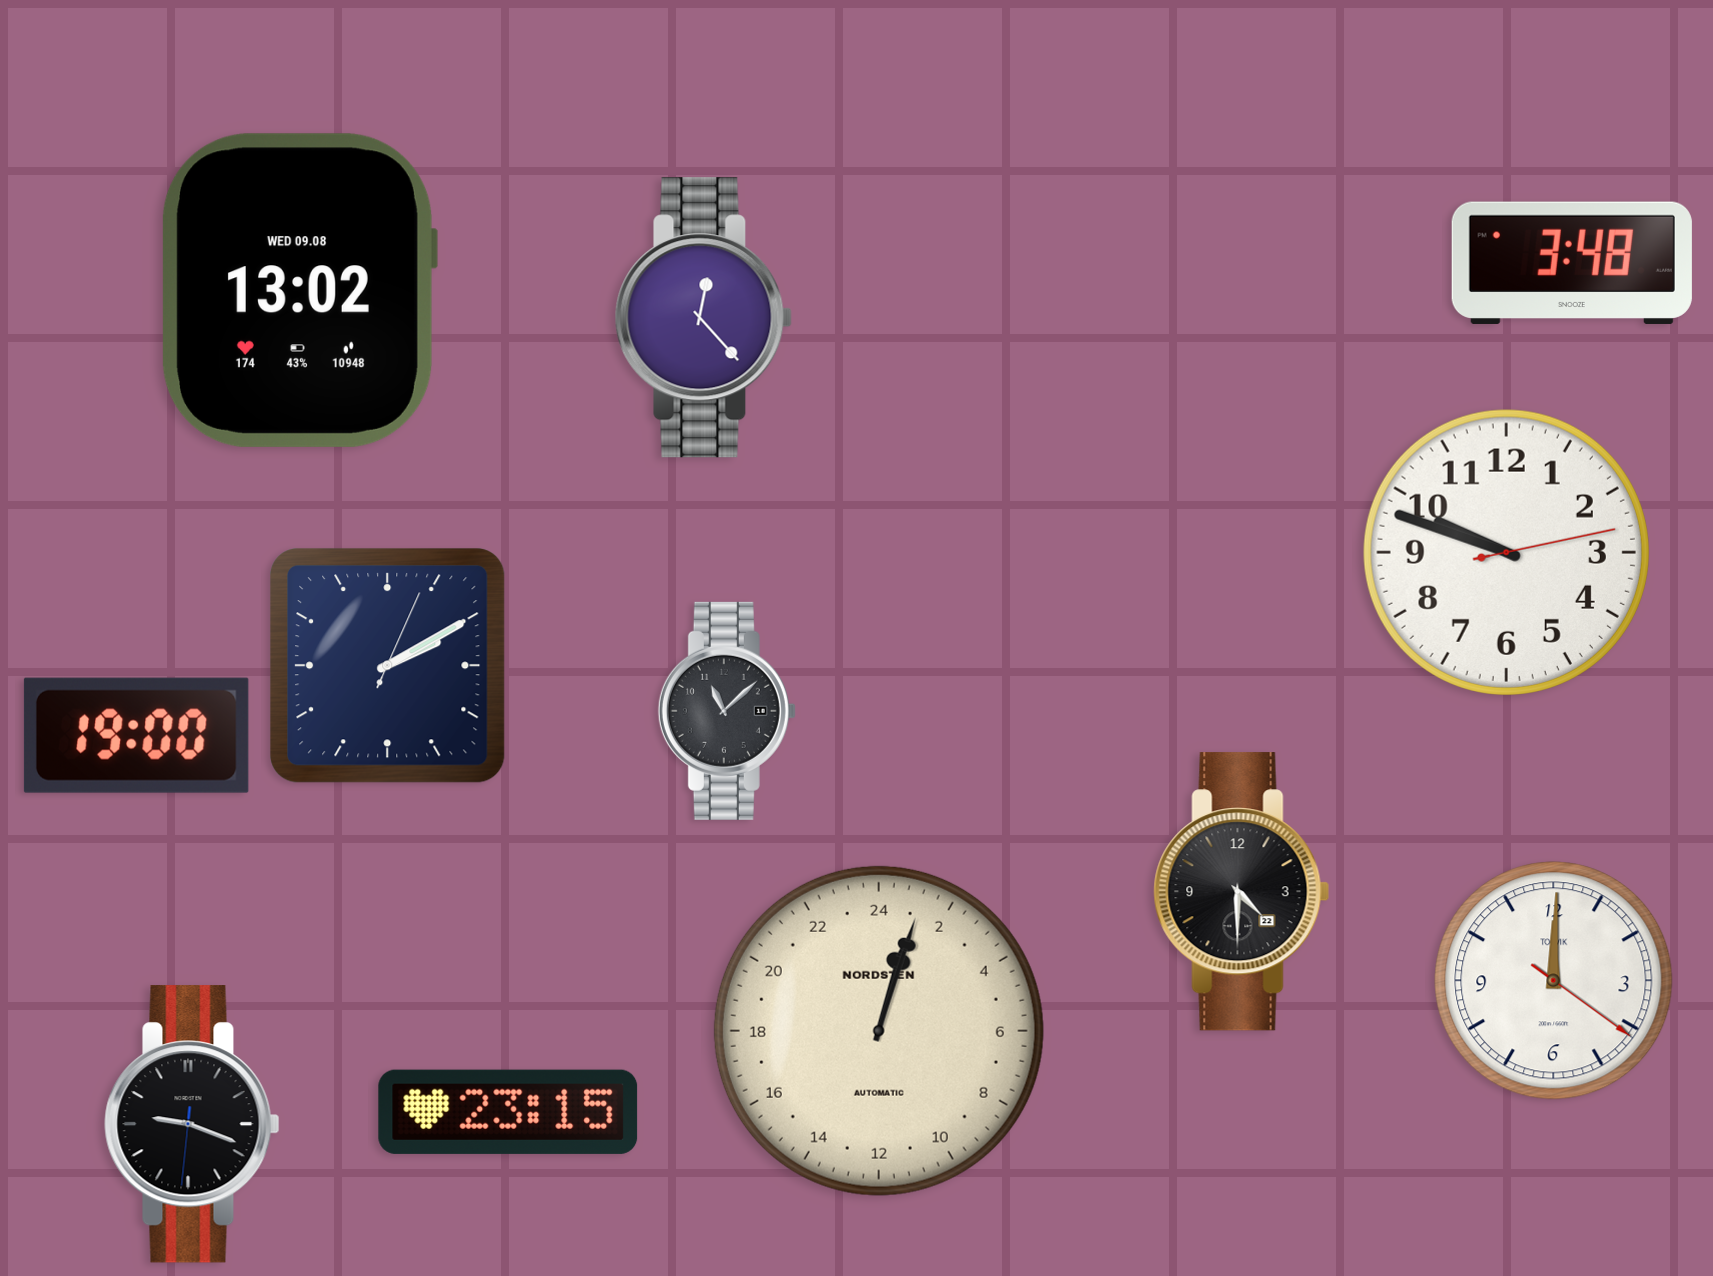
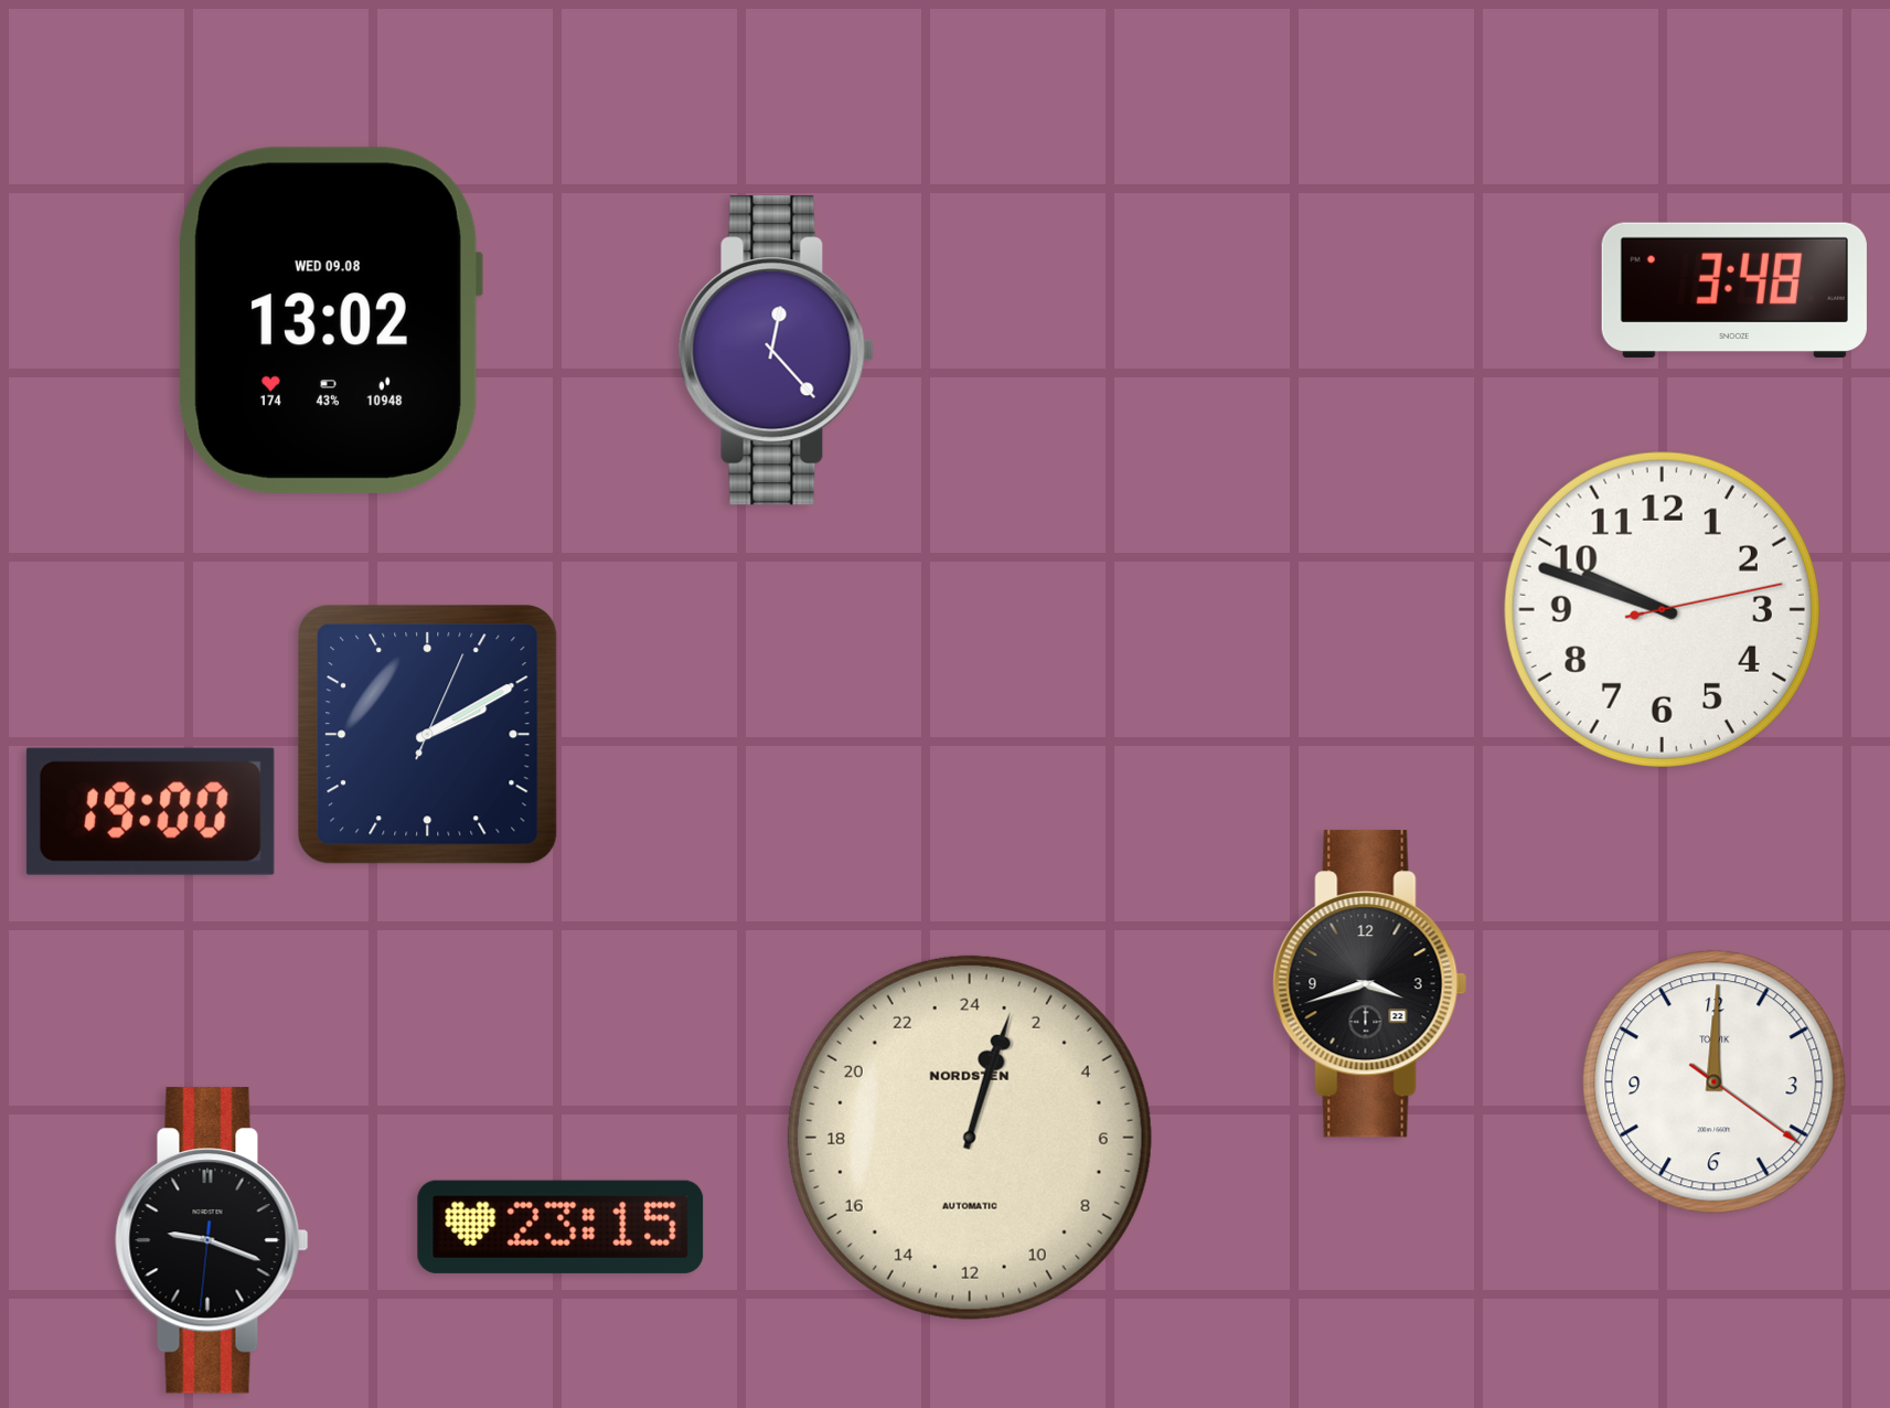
clock at (727, 711): 11:08 -> none
clock at (1242, 892): 4:30 -> 3:42
